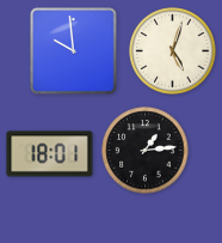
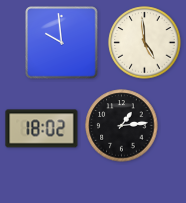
clock at (173, 51): 5:03 -> 4:59
clock at (50, 154): 18:01 -> 18:02
